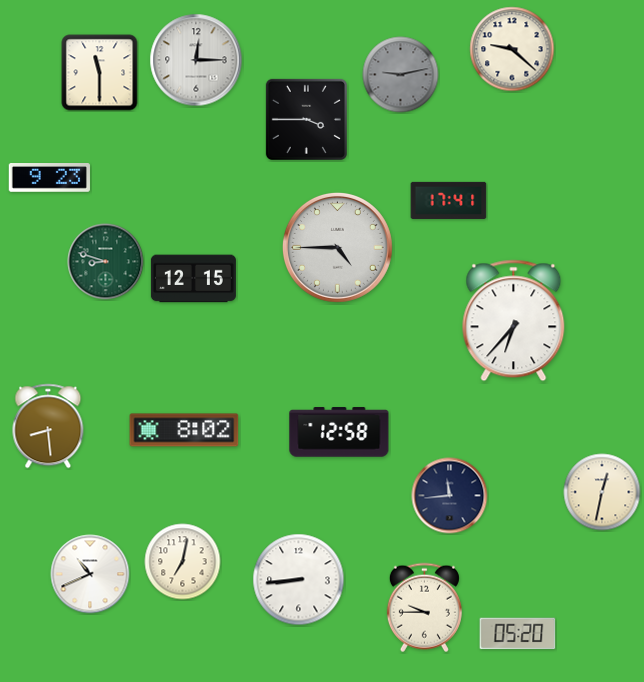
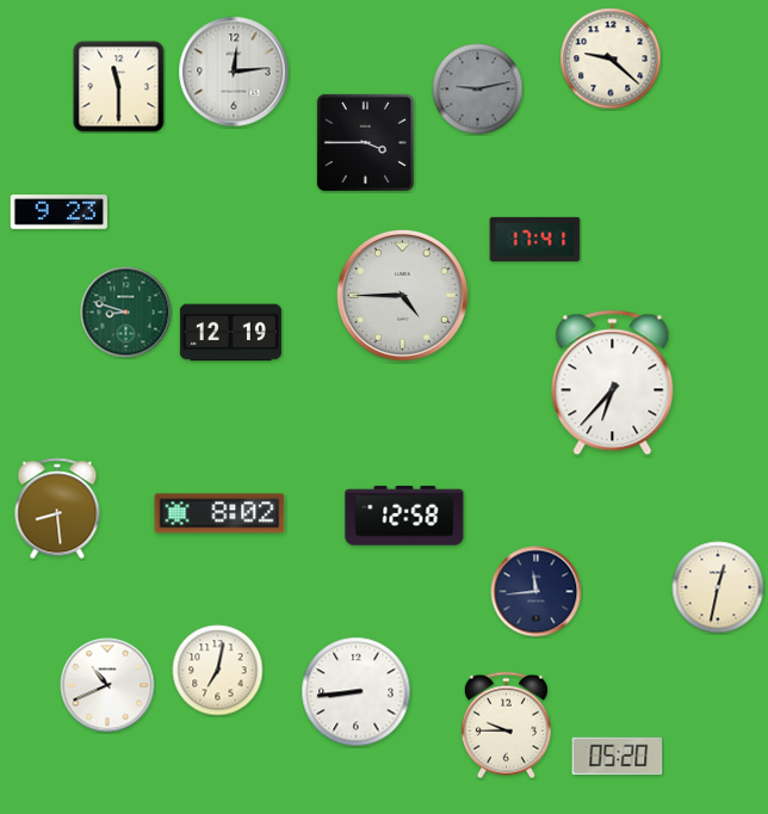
clock at (196, 60): 12:15 -> 12:14
clock at (193, 279): 12:15 -> 12:19
